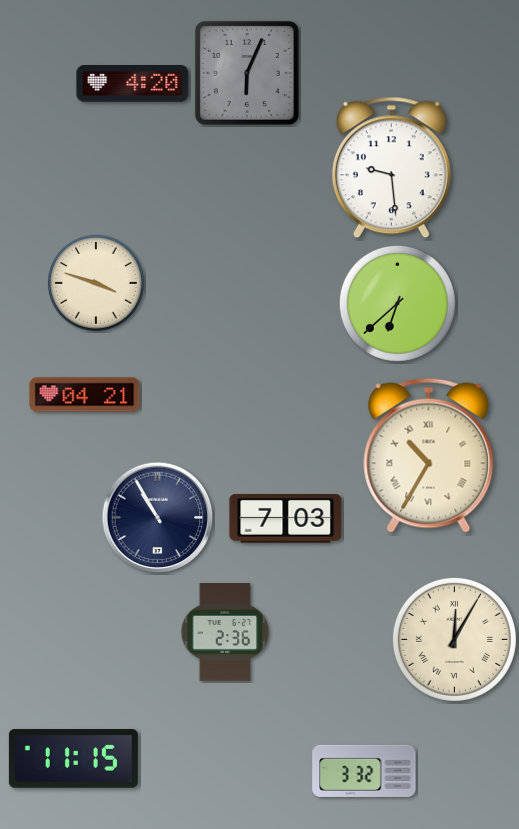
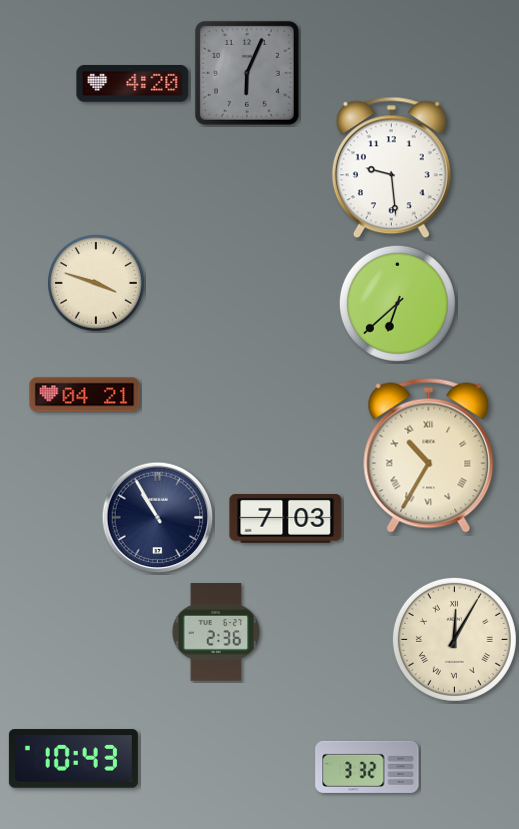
clock at (225, 632) position: (225, 632) -> (216, 632)
clock at (73, 759): 11:15 -> 10:43
clock at (364, 771) position: (364, 771) -> (367, 767)
